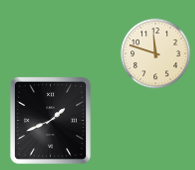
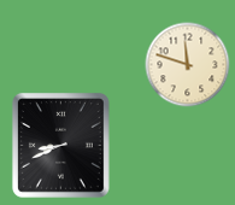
clock at (50, 120): 1:41 -> 8:41
